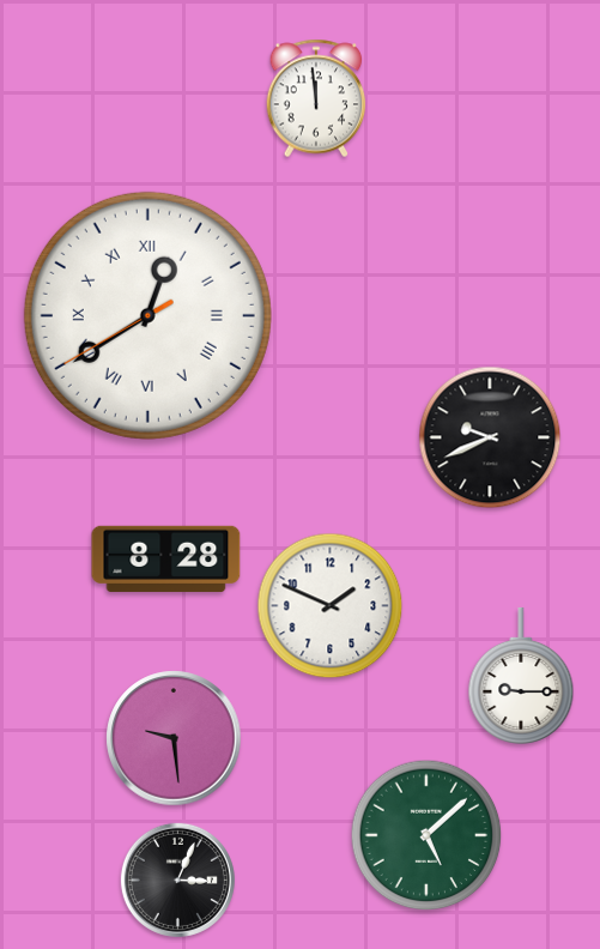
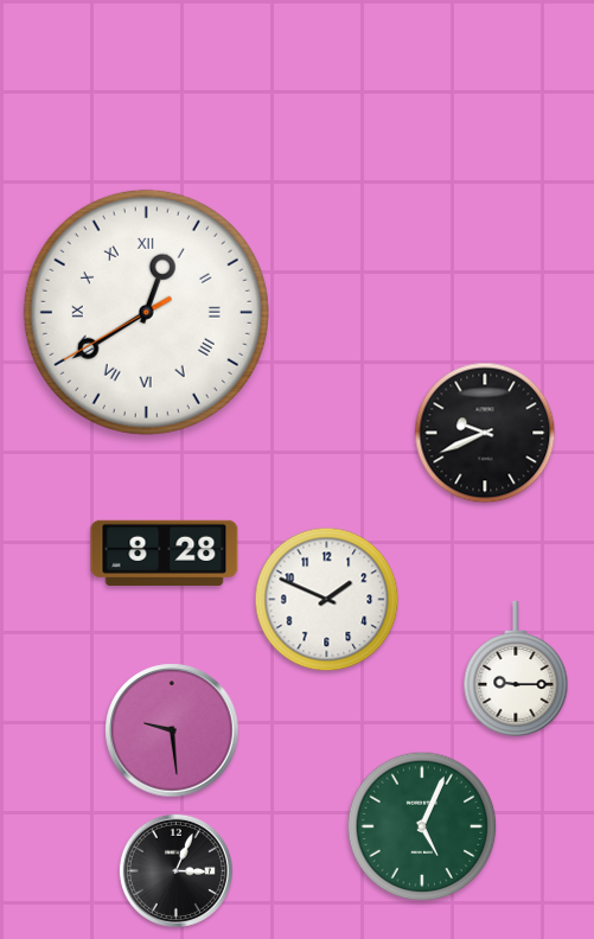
clock at (316, 98): 11:59 -> none
clock at (426, 835): 5:08 -> 5:04
